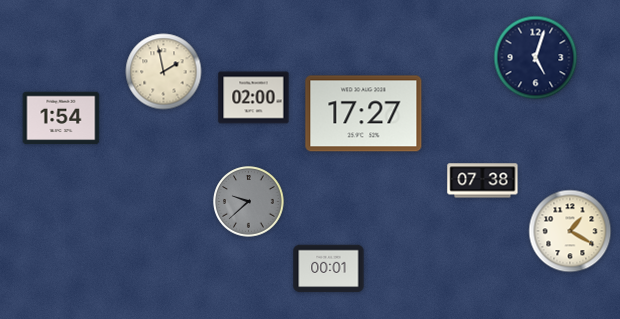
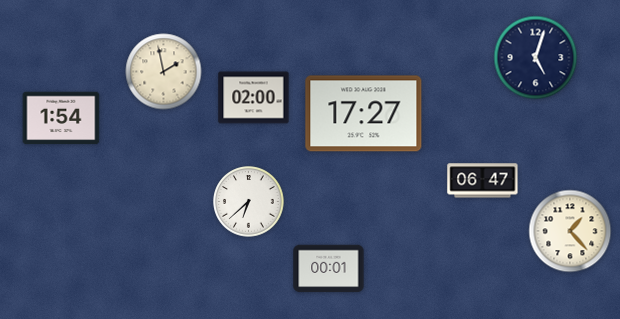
clock at (483, 181): 07:38 -> 06:47
clock at (249, 202): 9:38 -> 6:38
clock at (249, 202) dial: grey -> white
clock at (570, 231): 1:20 -> 1:23
